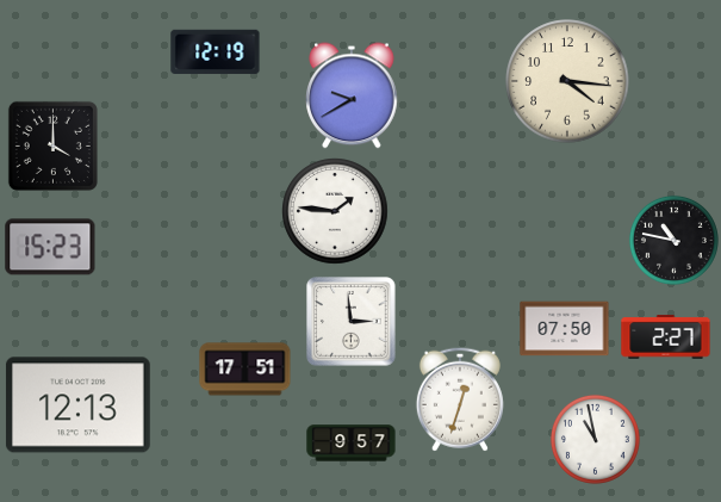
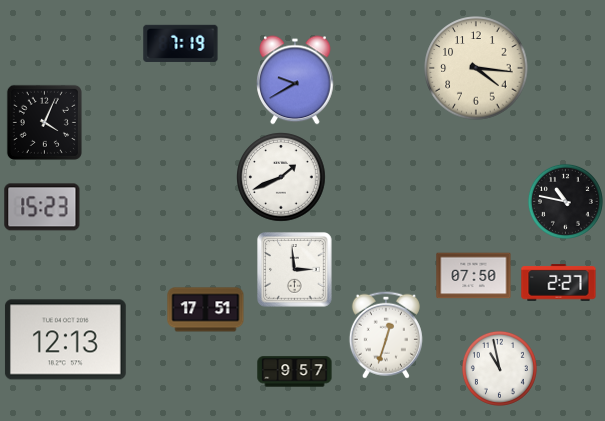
clock at (216, 51): 12:19 -> 7:19
clock at (52, 145): 4:00 -> 4:04
clock at (335, 211): 1:46 -> 1:41
